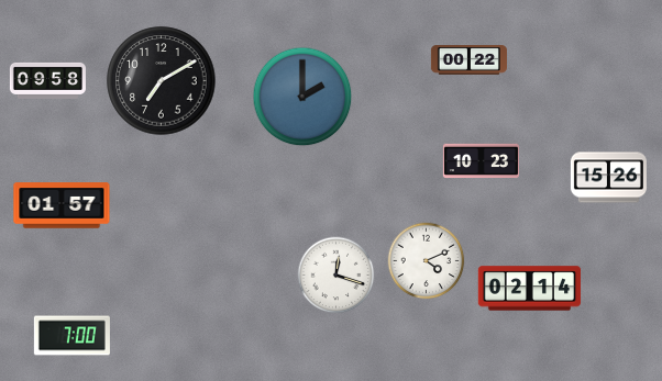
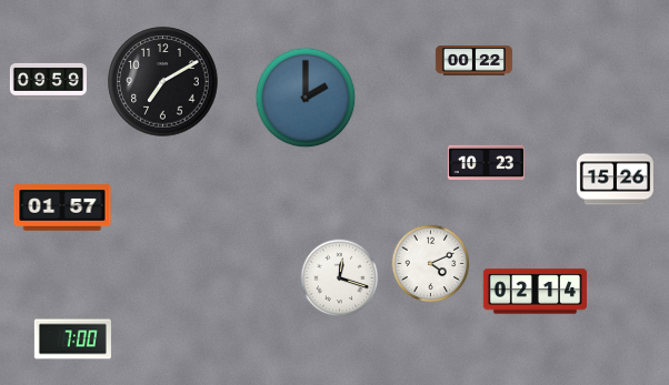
clock at (47, 80): 09:58 -> 09:59
